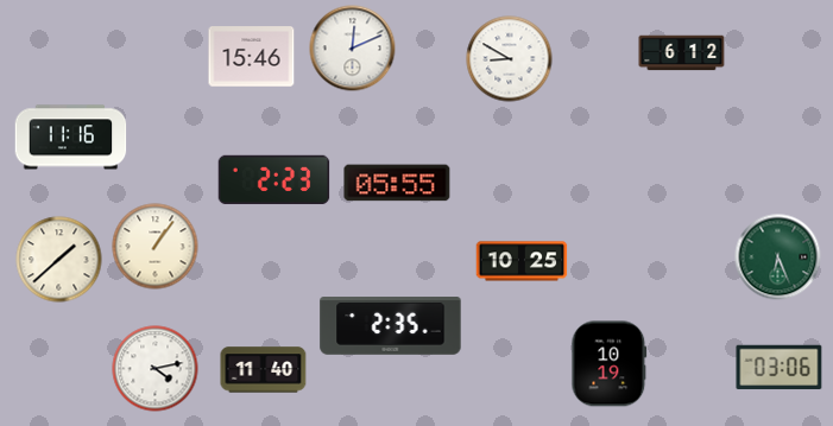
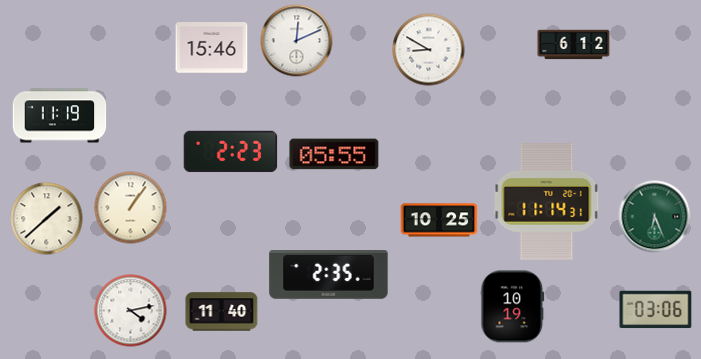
clock at (71, 138): 11:16 -> 11:19
clock at (547, 202): none -> 11:14
clock at (59, 260) position: (59, 260) -> (47, 219)
